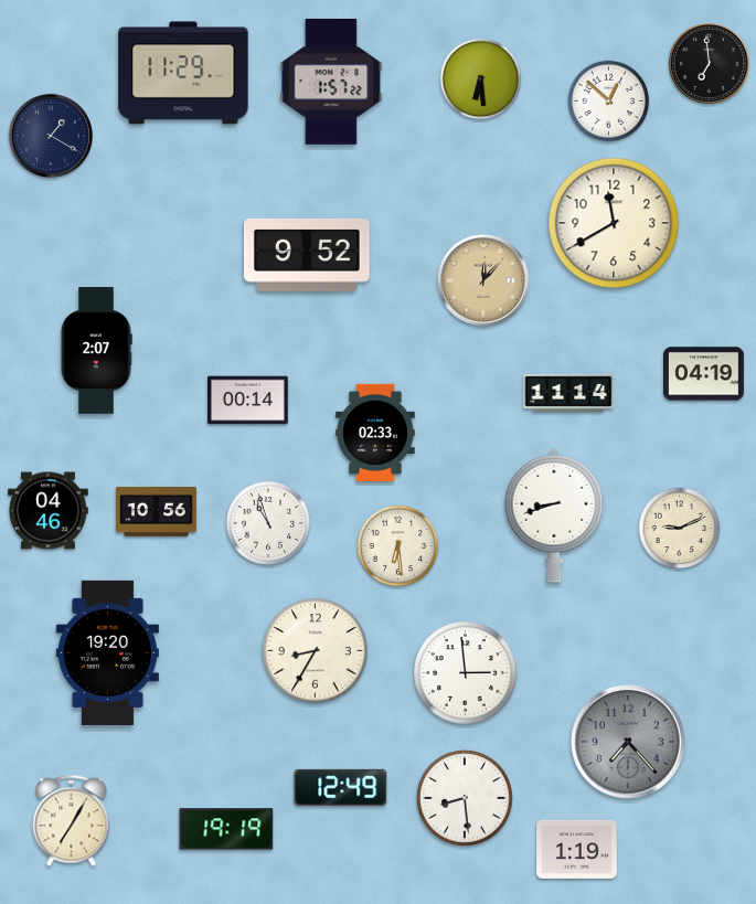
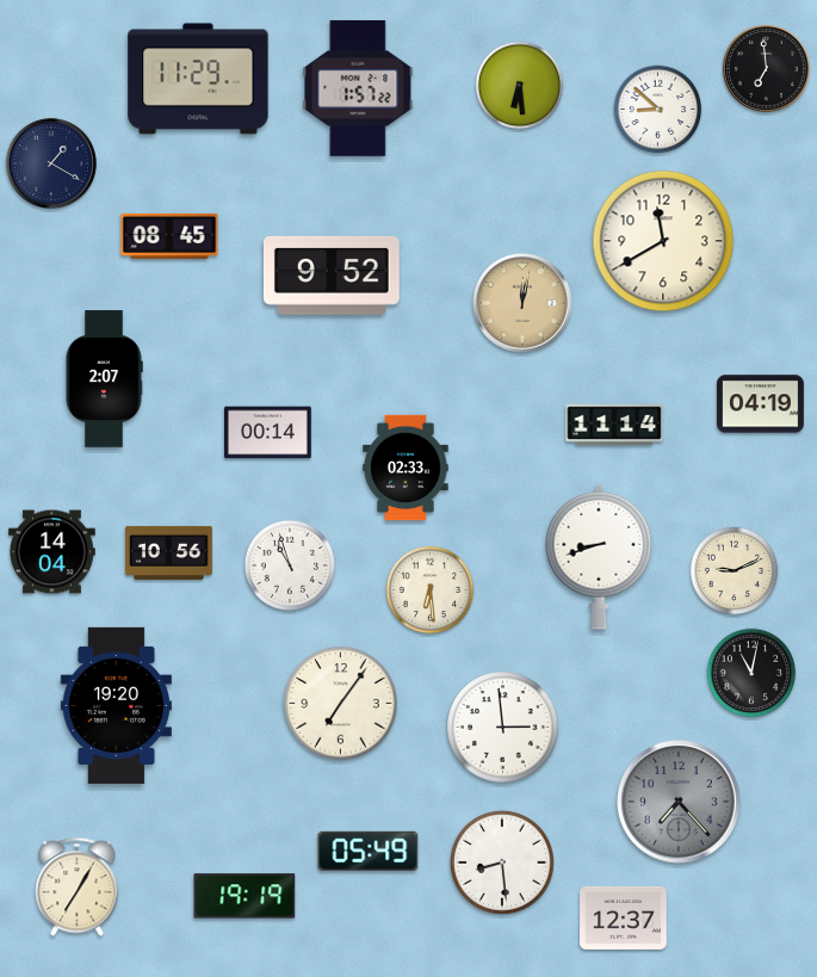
clock at (609, 102): 12:52 -> 8:52
clock at (51, 136) position: (51, 136) -> (51, 163)
clock at (169, 236): none -> 08:45
clock at (483, 280): 12:07 -> 12:02
clock at (49, 511): 04:46 -> 14:04
clock at (751, 673): none -> 11:02
clock at (316, 651): 8:35 -> 7:06
clock at (341, 787): 12:49 -> 05:49
clock at (577, 849): 1:19 -> 12:37
